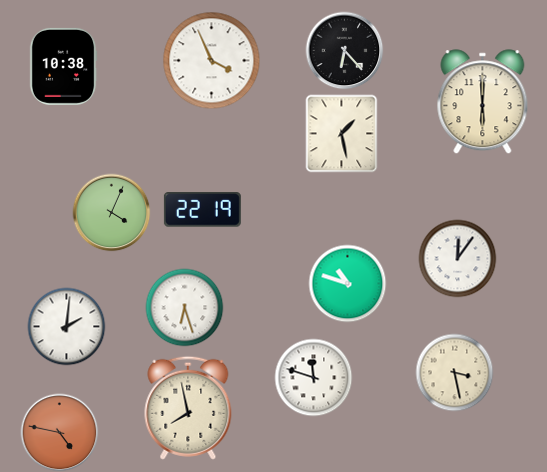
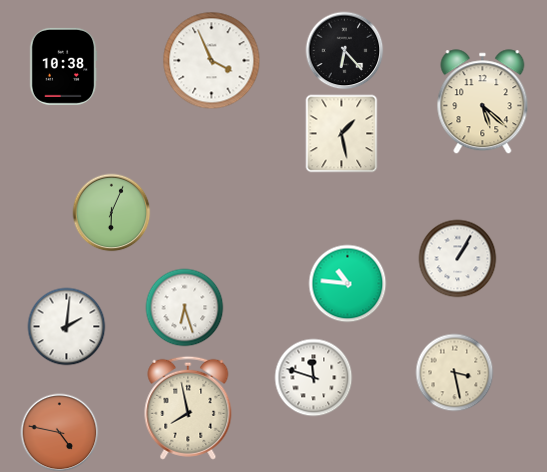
clock at (483, 102): 6:00 -> 5:22
clock at (202, 210): 22:19 -> none
clock at (111, 212): 4:04 -> 6:04
clock at (457, 258): 12:06 -> 1:05
clock at (347, 283): 10:48 -> 10:46
